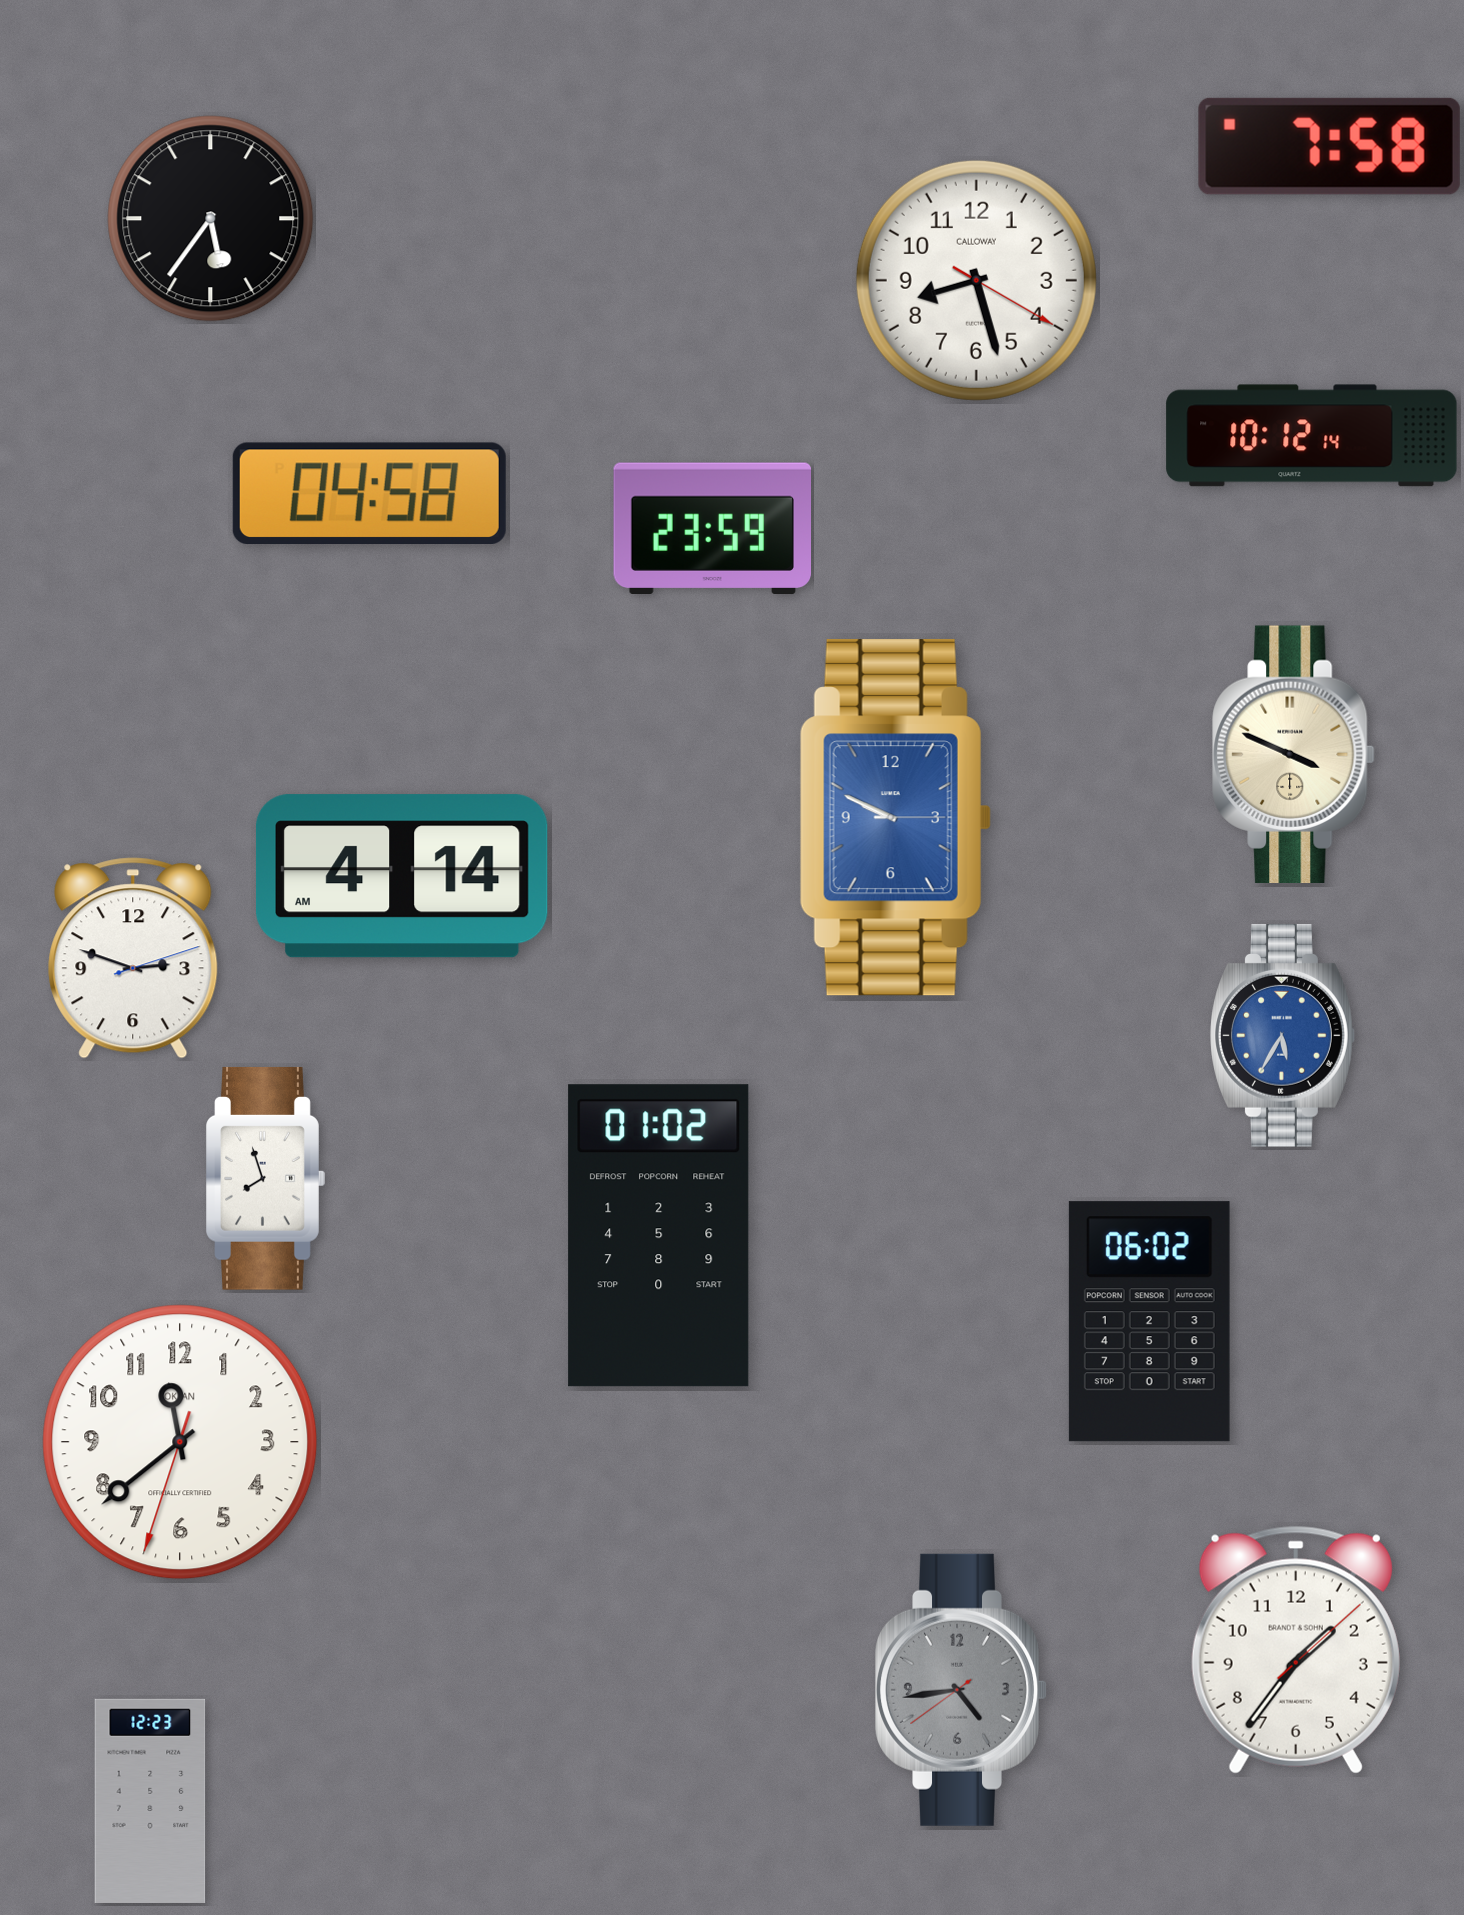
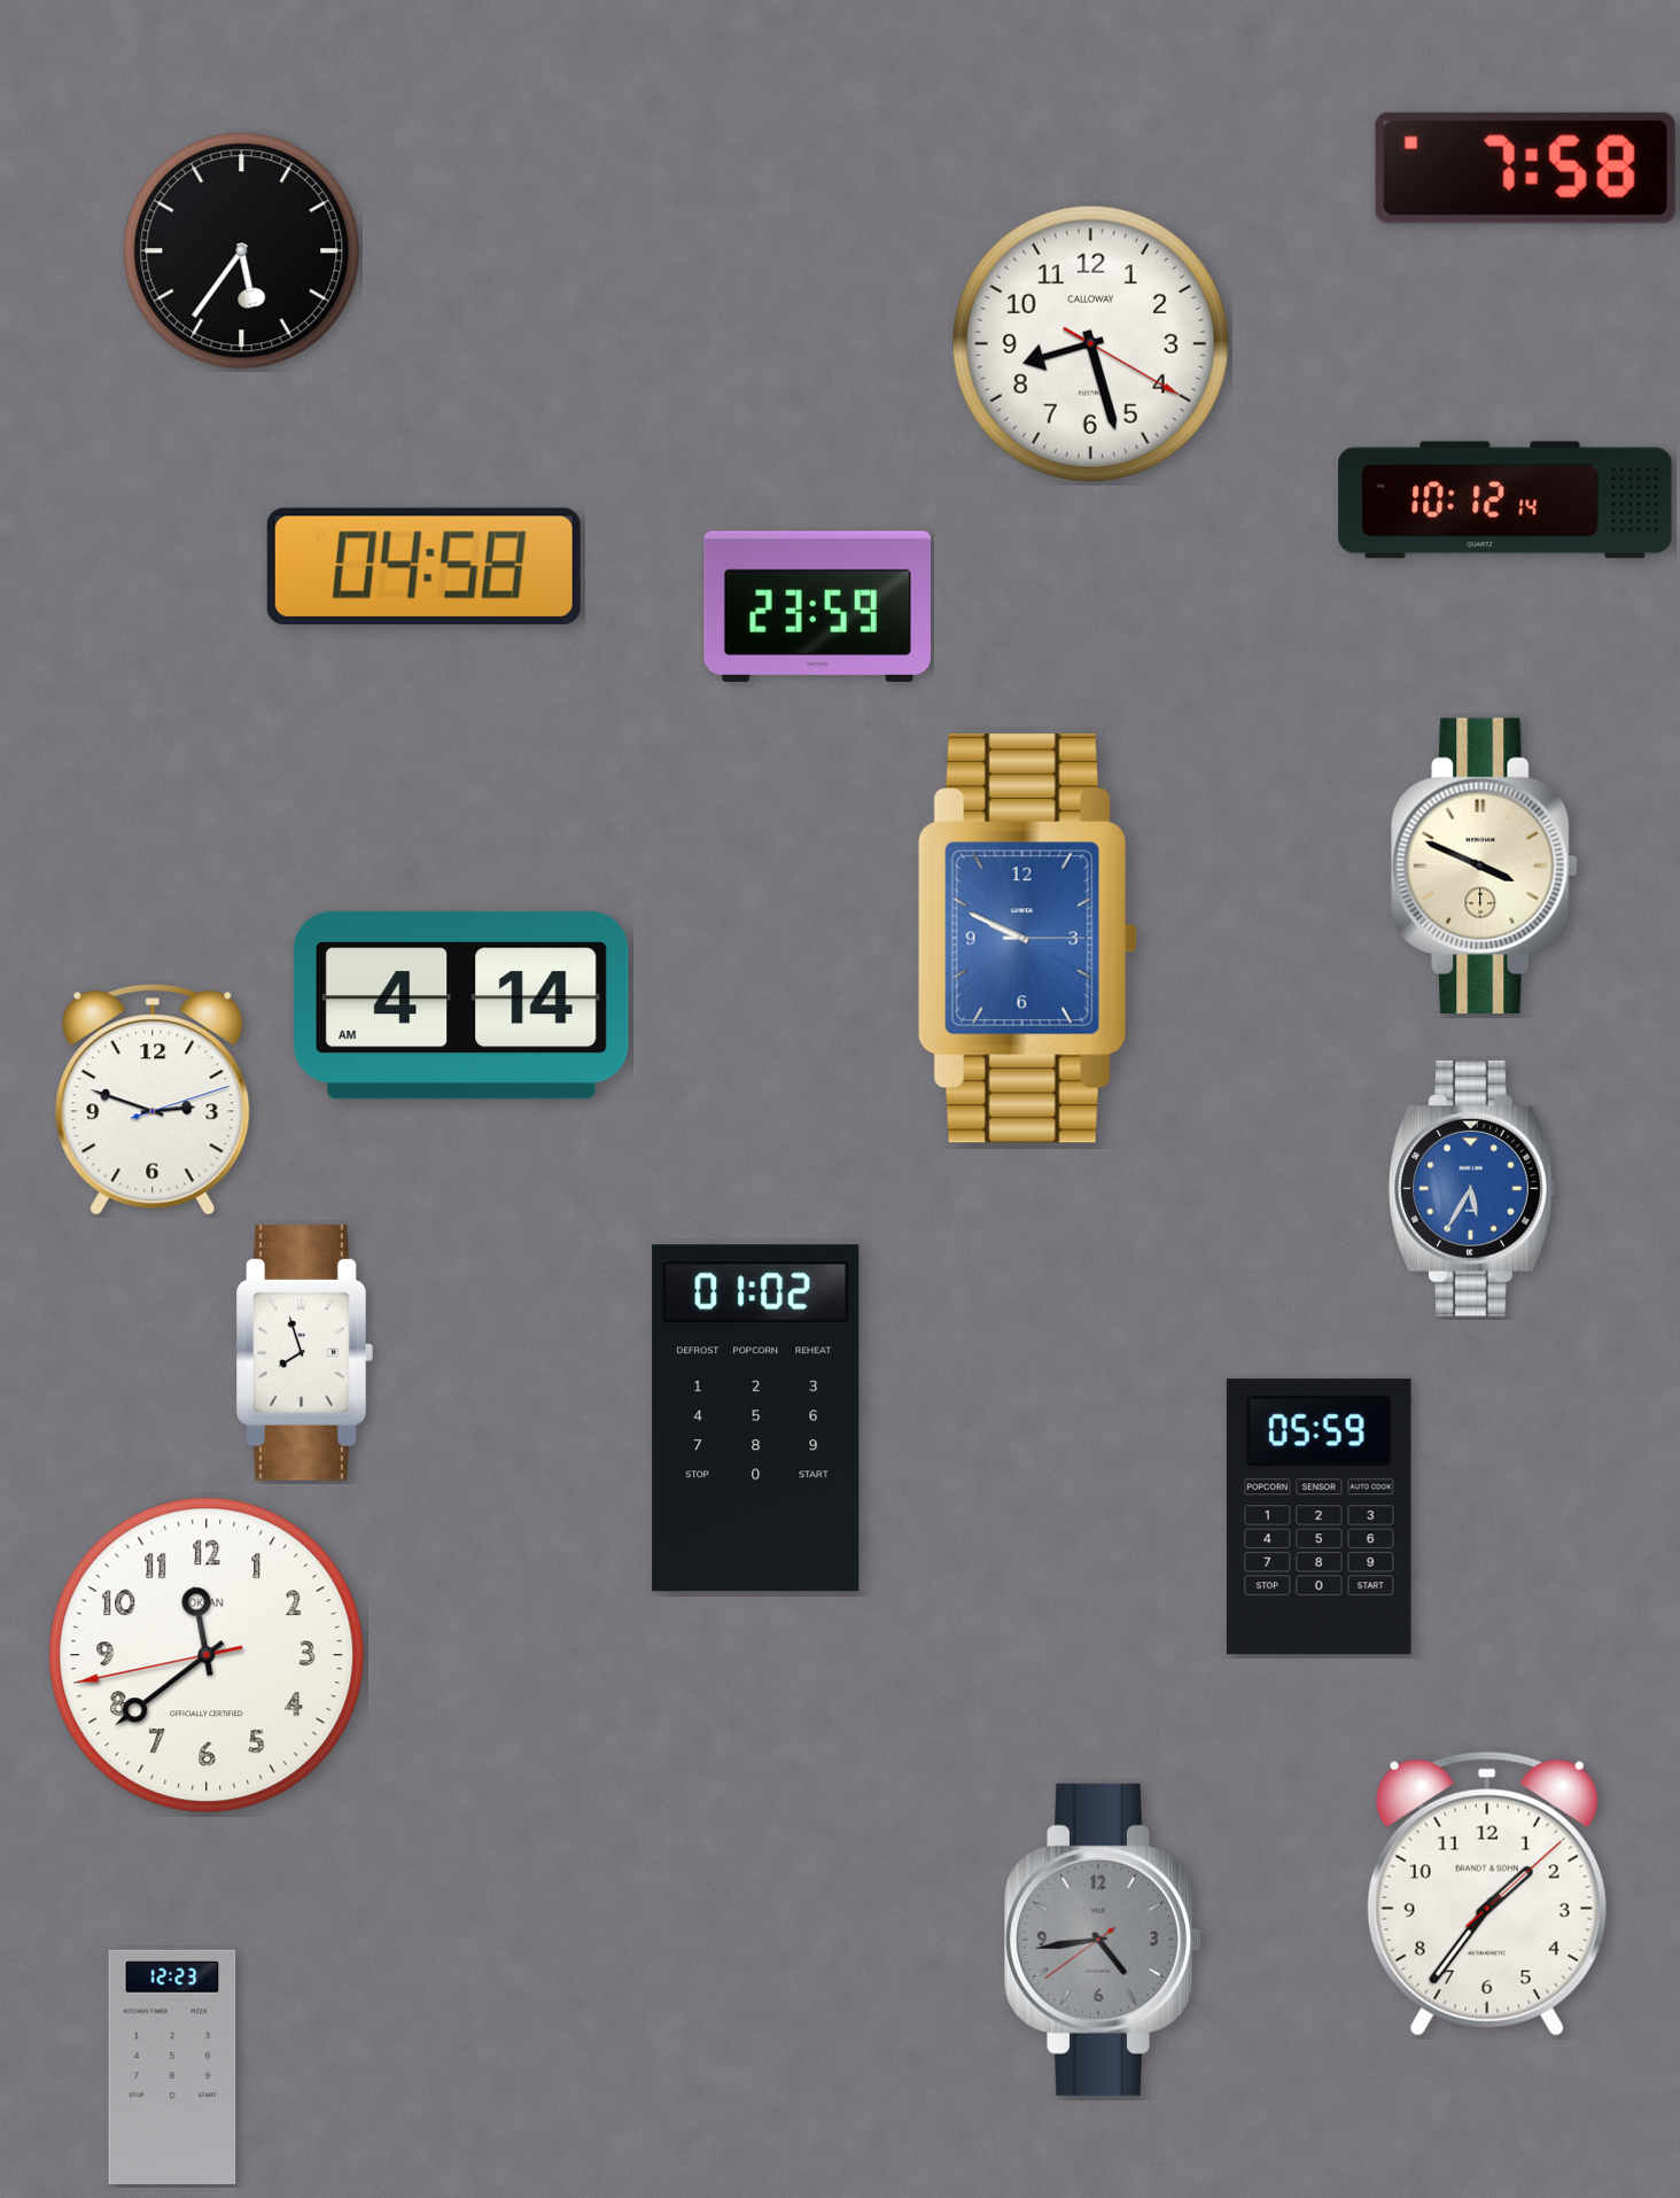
clock at (976, 280) position: (976, 280) -> (1090, 343)
clock at (1149, 1322): 06:02 -> 05:59
clock at (180, 1442): 11:38:33 -> 11:38:43
